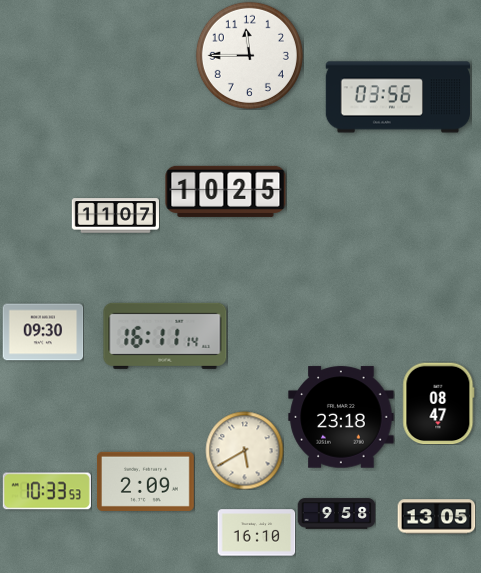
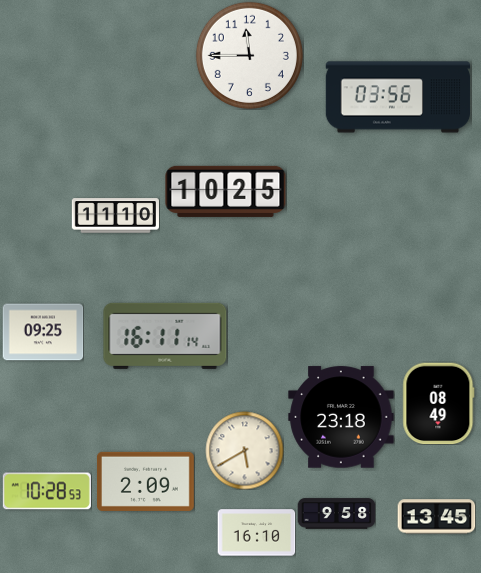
clock at (115, 216): 11:07 -> 11:10
clock at (43, 332): 09:30 -> 09:25
clock at (439, 403): 08:47 -> 08:49
clock at (47, 491): 10:33 -> 10:28
clock at (436, 517): 13:05 -> 13:45
